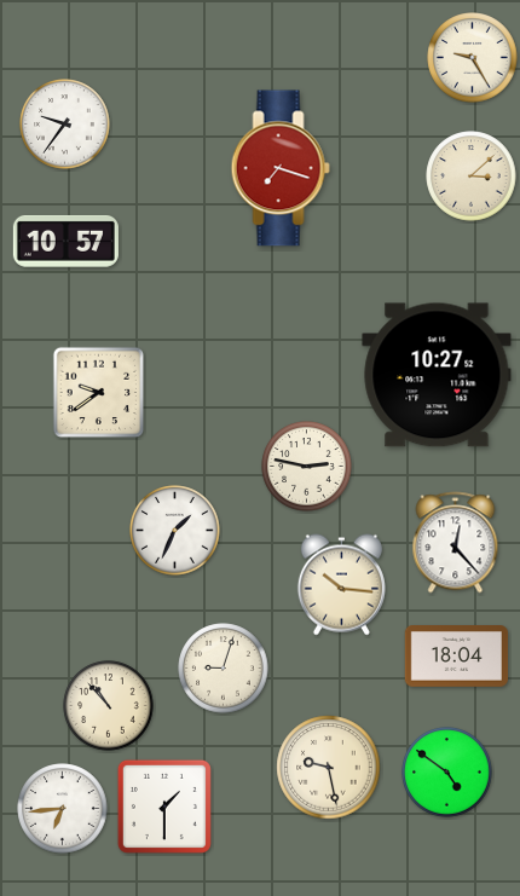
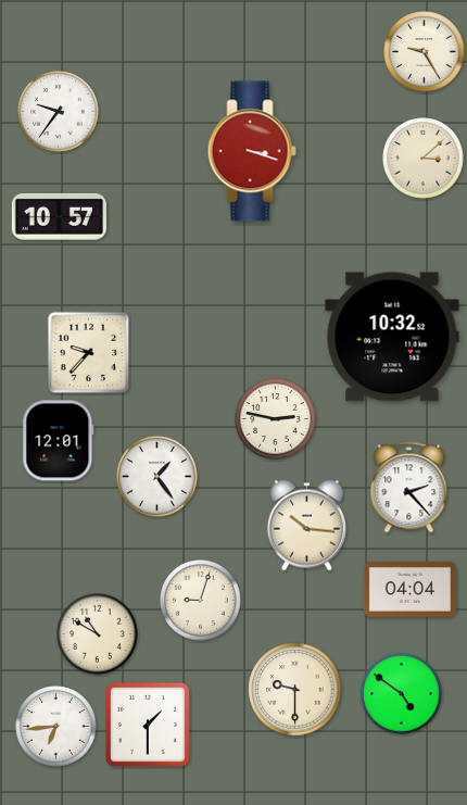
clock at (281, 168): 7:18 -> 3:18
clock at (437, 375): 10:27 -> 10:32
clock at (99, 393): 9:39 -> 9:37
clock at (59, 441): none -> 12:01
clock at (175, 531): 1:34 -> 1:24
clock at (456, 543): 12:23 -> 2:23
clock at (457, 657): 18:04 -> 04:04
clock at (109, 706): 10:53 -> 10:50
clock at (329, 768): 9:28 -> 9:30
